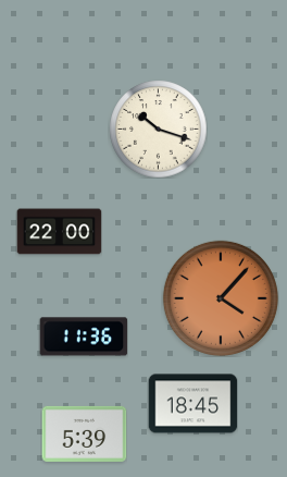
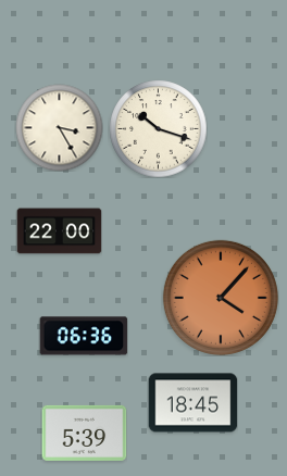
clock at (59, 127): none -> 3:25
clock at (84, 337): 11:36 -> 06:36
